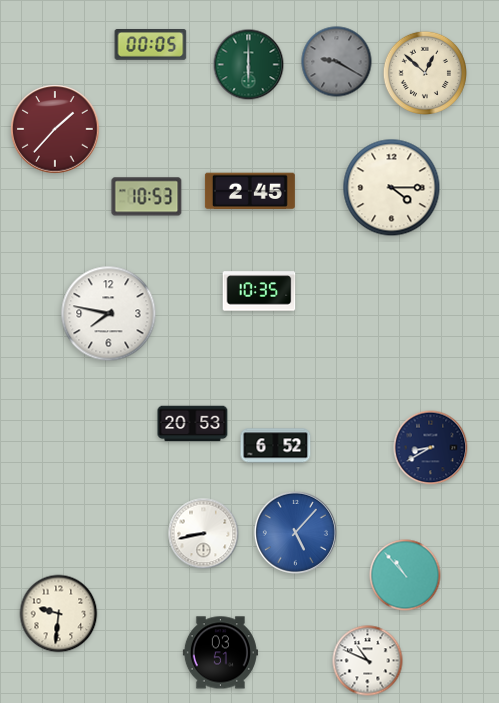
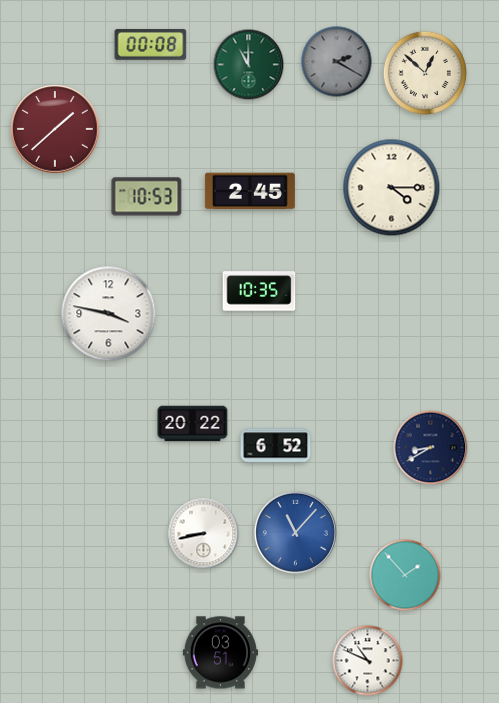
clock at (151, 45): 00:05 -> 00:08
clock at (337, 62): 9:20 -> 2:20
clock at (249, 65): 6:00 -> 11:00
clock at (55, 129): 1:37 -> 1:38
clock at (109, 314): 7:47 -> 3:47
clock at (193, 424): 20:53 -> 20:22
clock at (295, 532): 5:07 -> 11:07
clock at (405, 575): 10:53 -> 1:53
clock at (59, 614): 9:31 -> none
